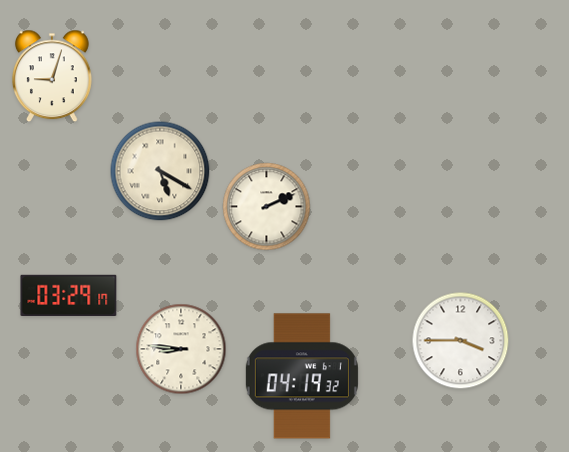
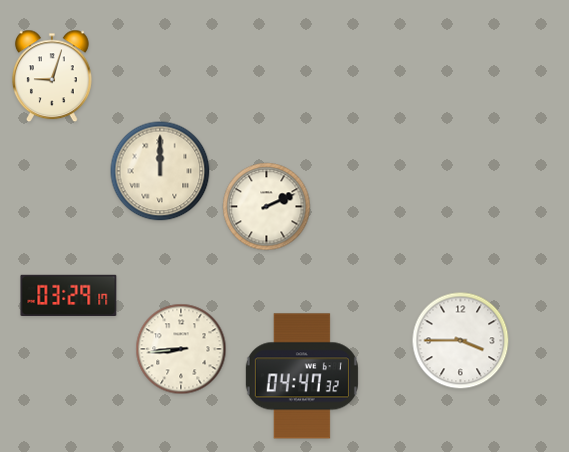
clock at (160, 171): 5:20 -> 12:00
clock at (181, 349): 8:46 -> 8:44
clock at (302, 376): 04:19 -> 04:47
